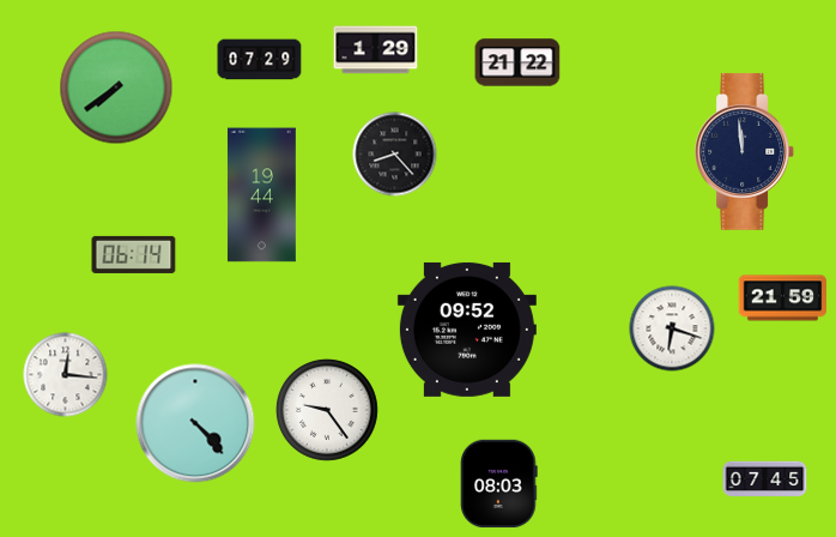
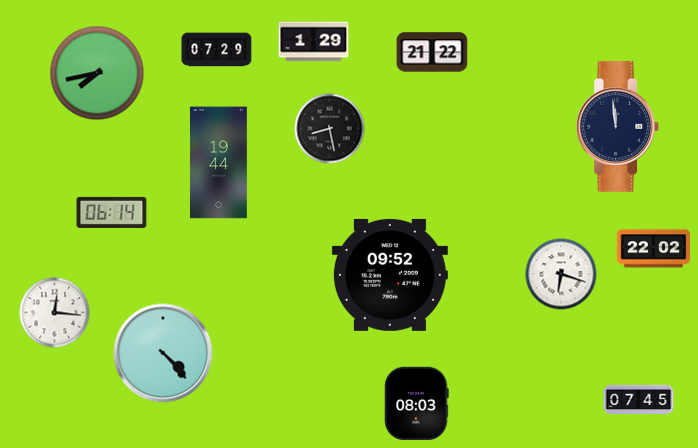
clock at (116, 88): 7:39 -> 7:43
clock at (745, 151) position: (745, 151) -> (618, 126)
clock at (395, 155): 8:23 -> 8:28
clock at (783, 298): 21:59 -> 22:02
clock at (327, 410): 9:24 -> none
